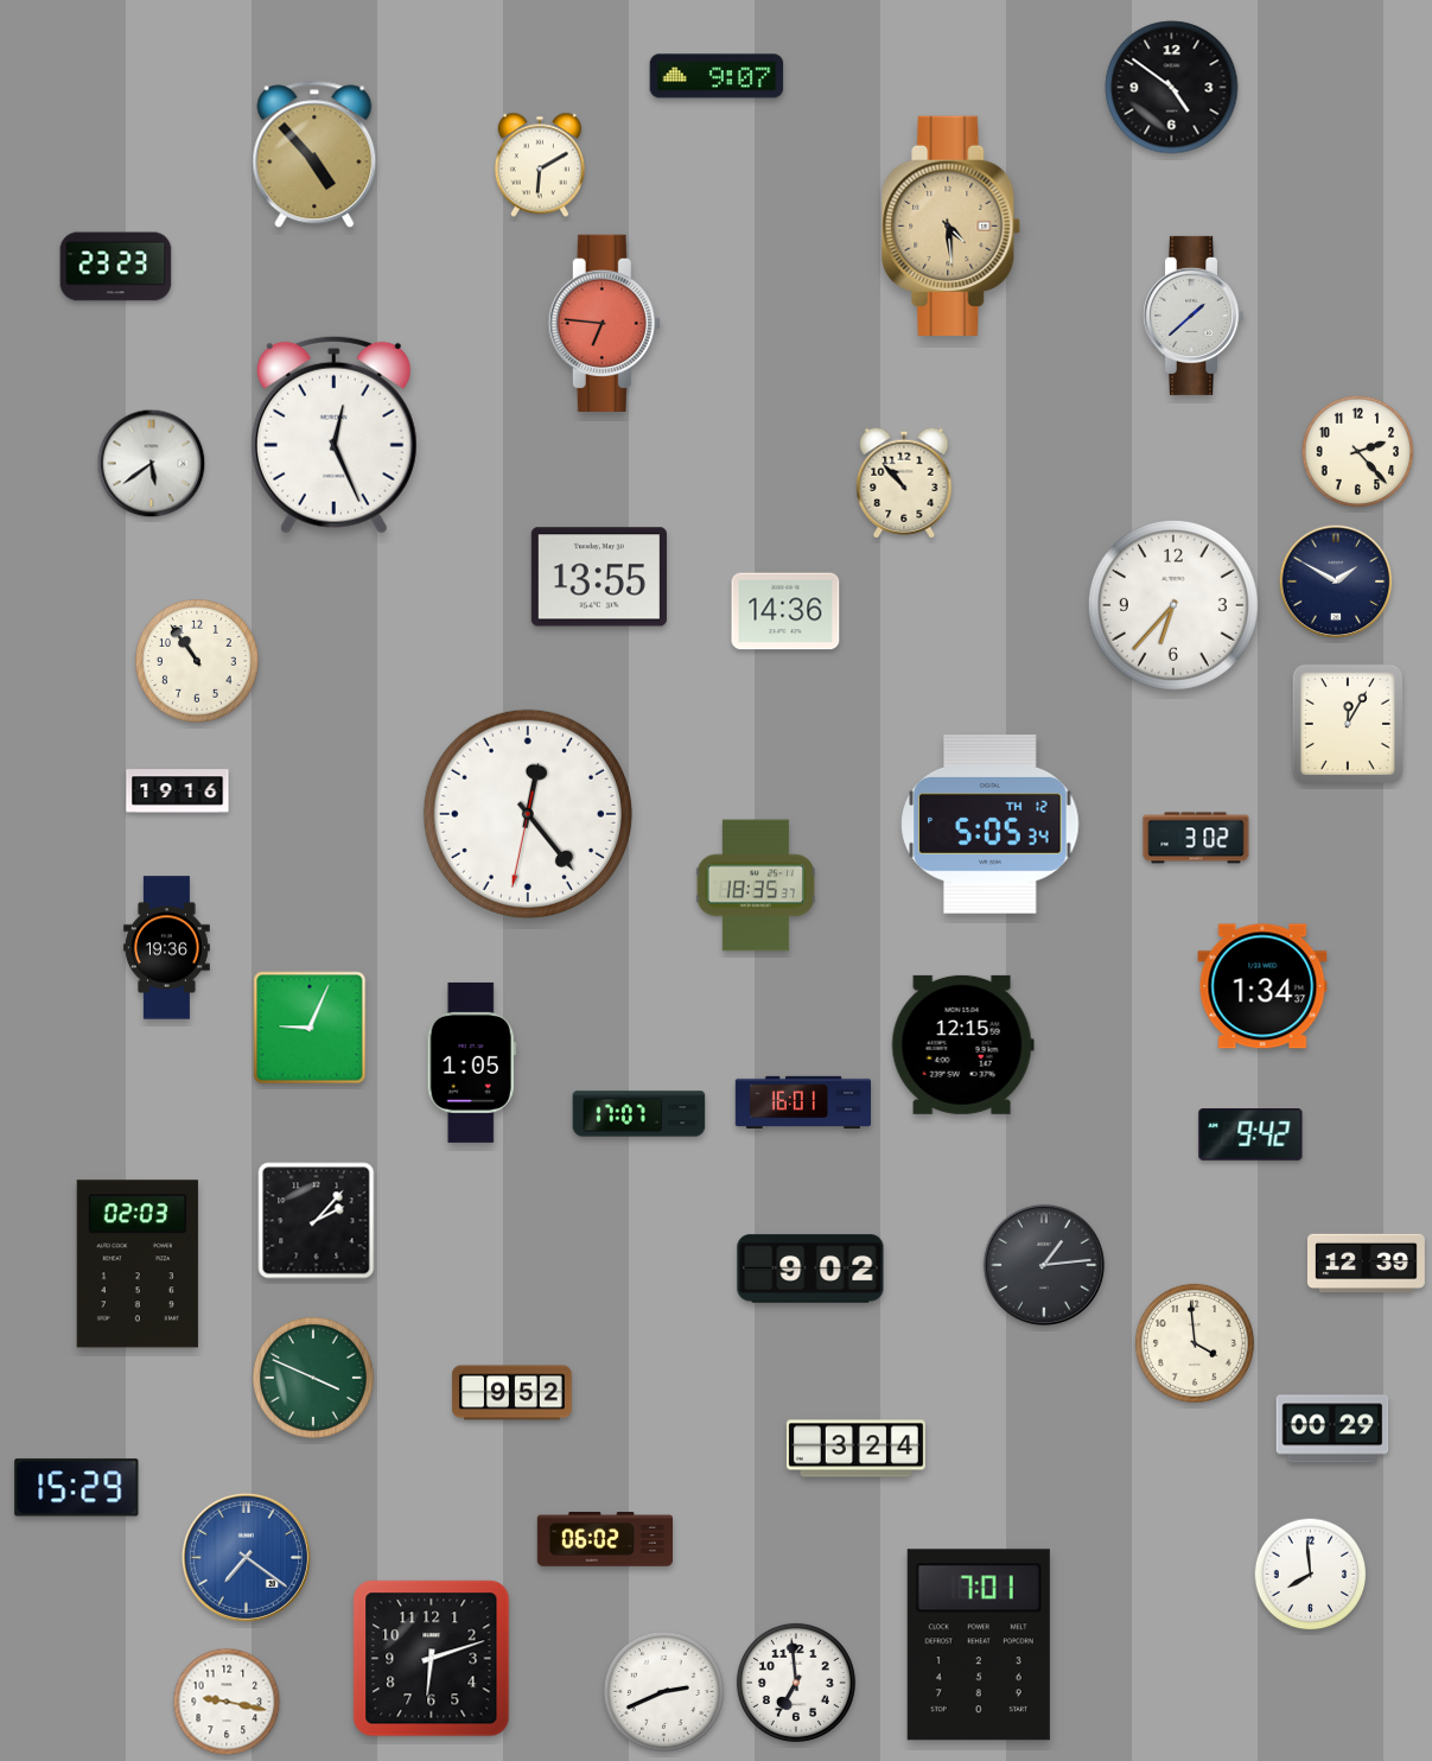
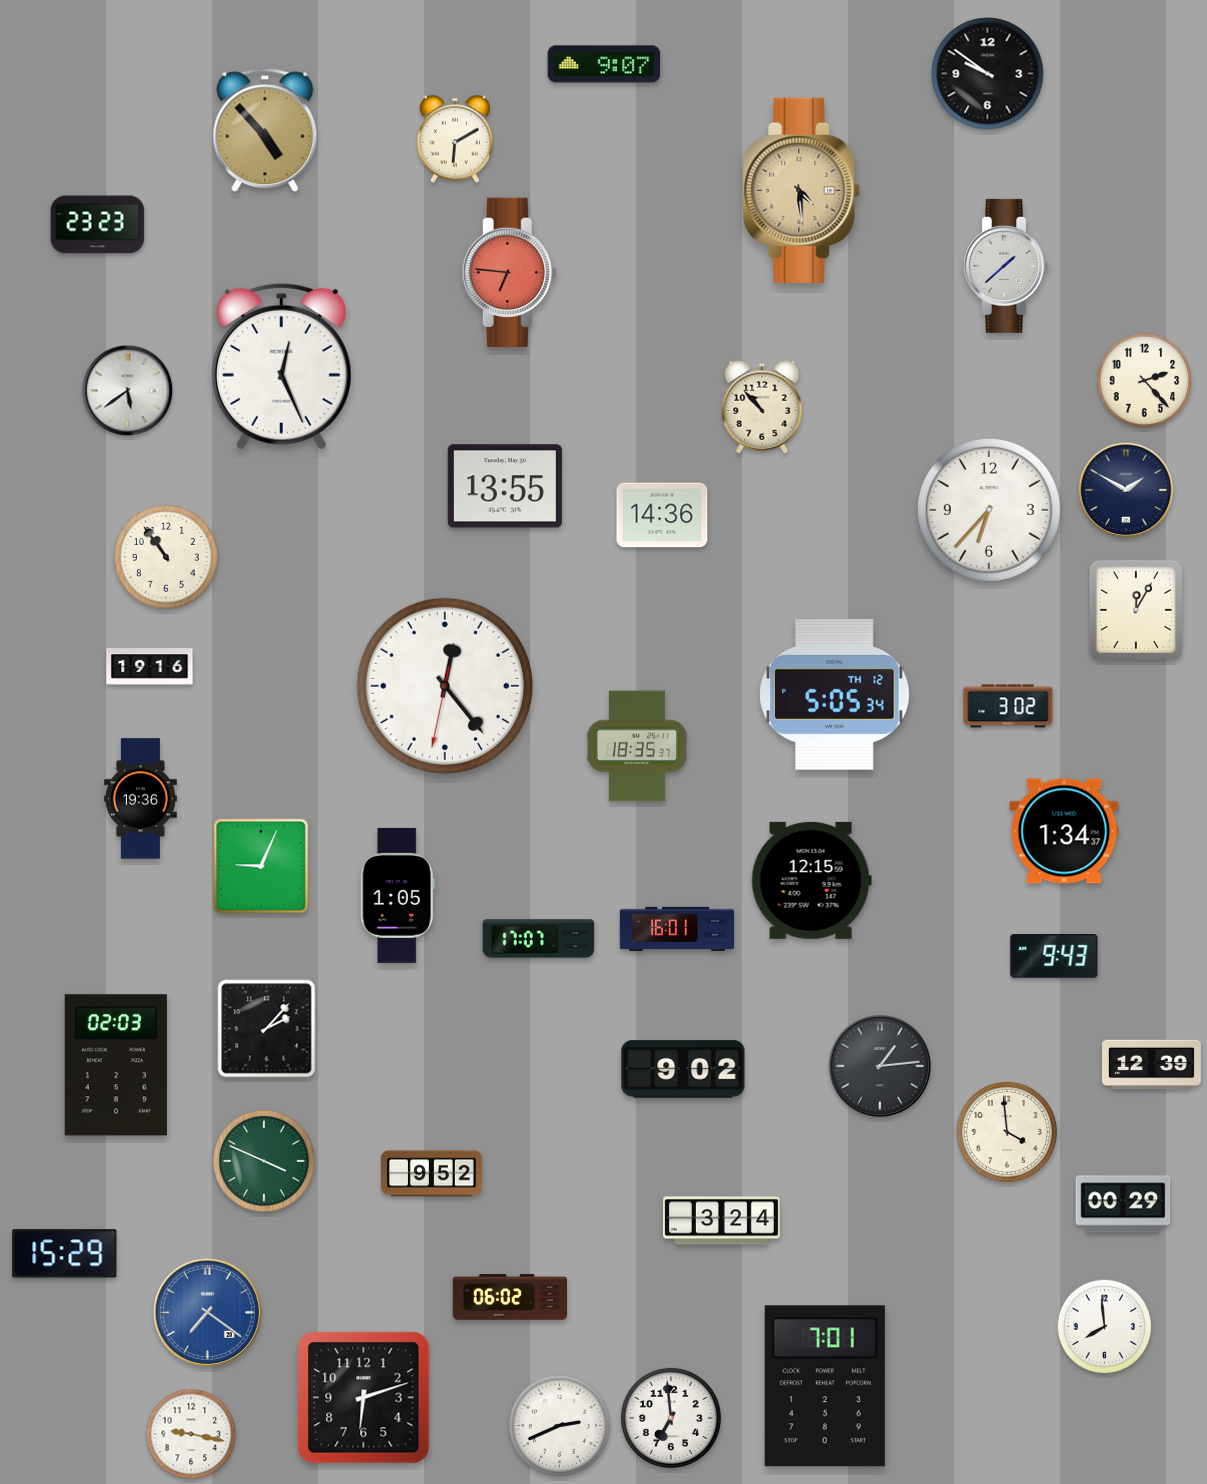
clock at (1172, 88): 4:51 -> 9:51
clock at (1250, 1136): 9:42 -> 9:43
